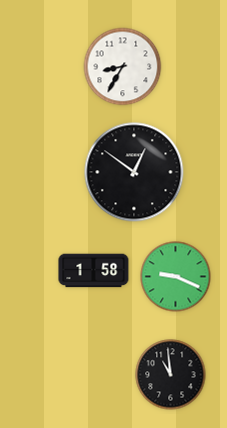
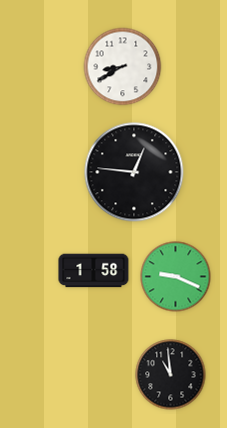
clock at (123, 67): 8:35 -> 8:40
clock at (134, 172): 12:51 -> 12:46
